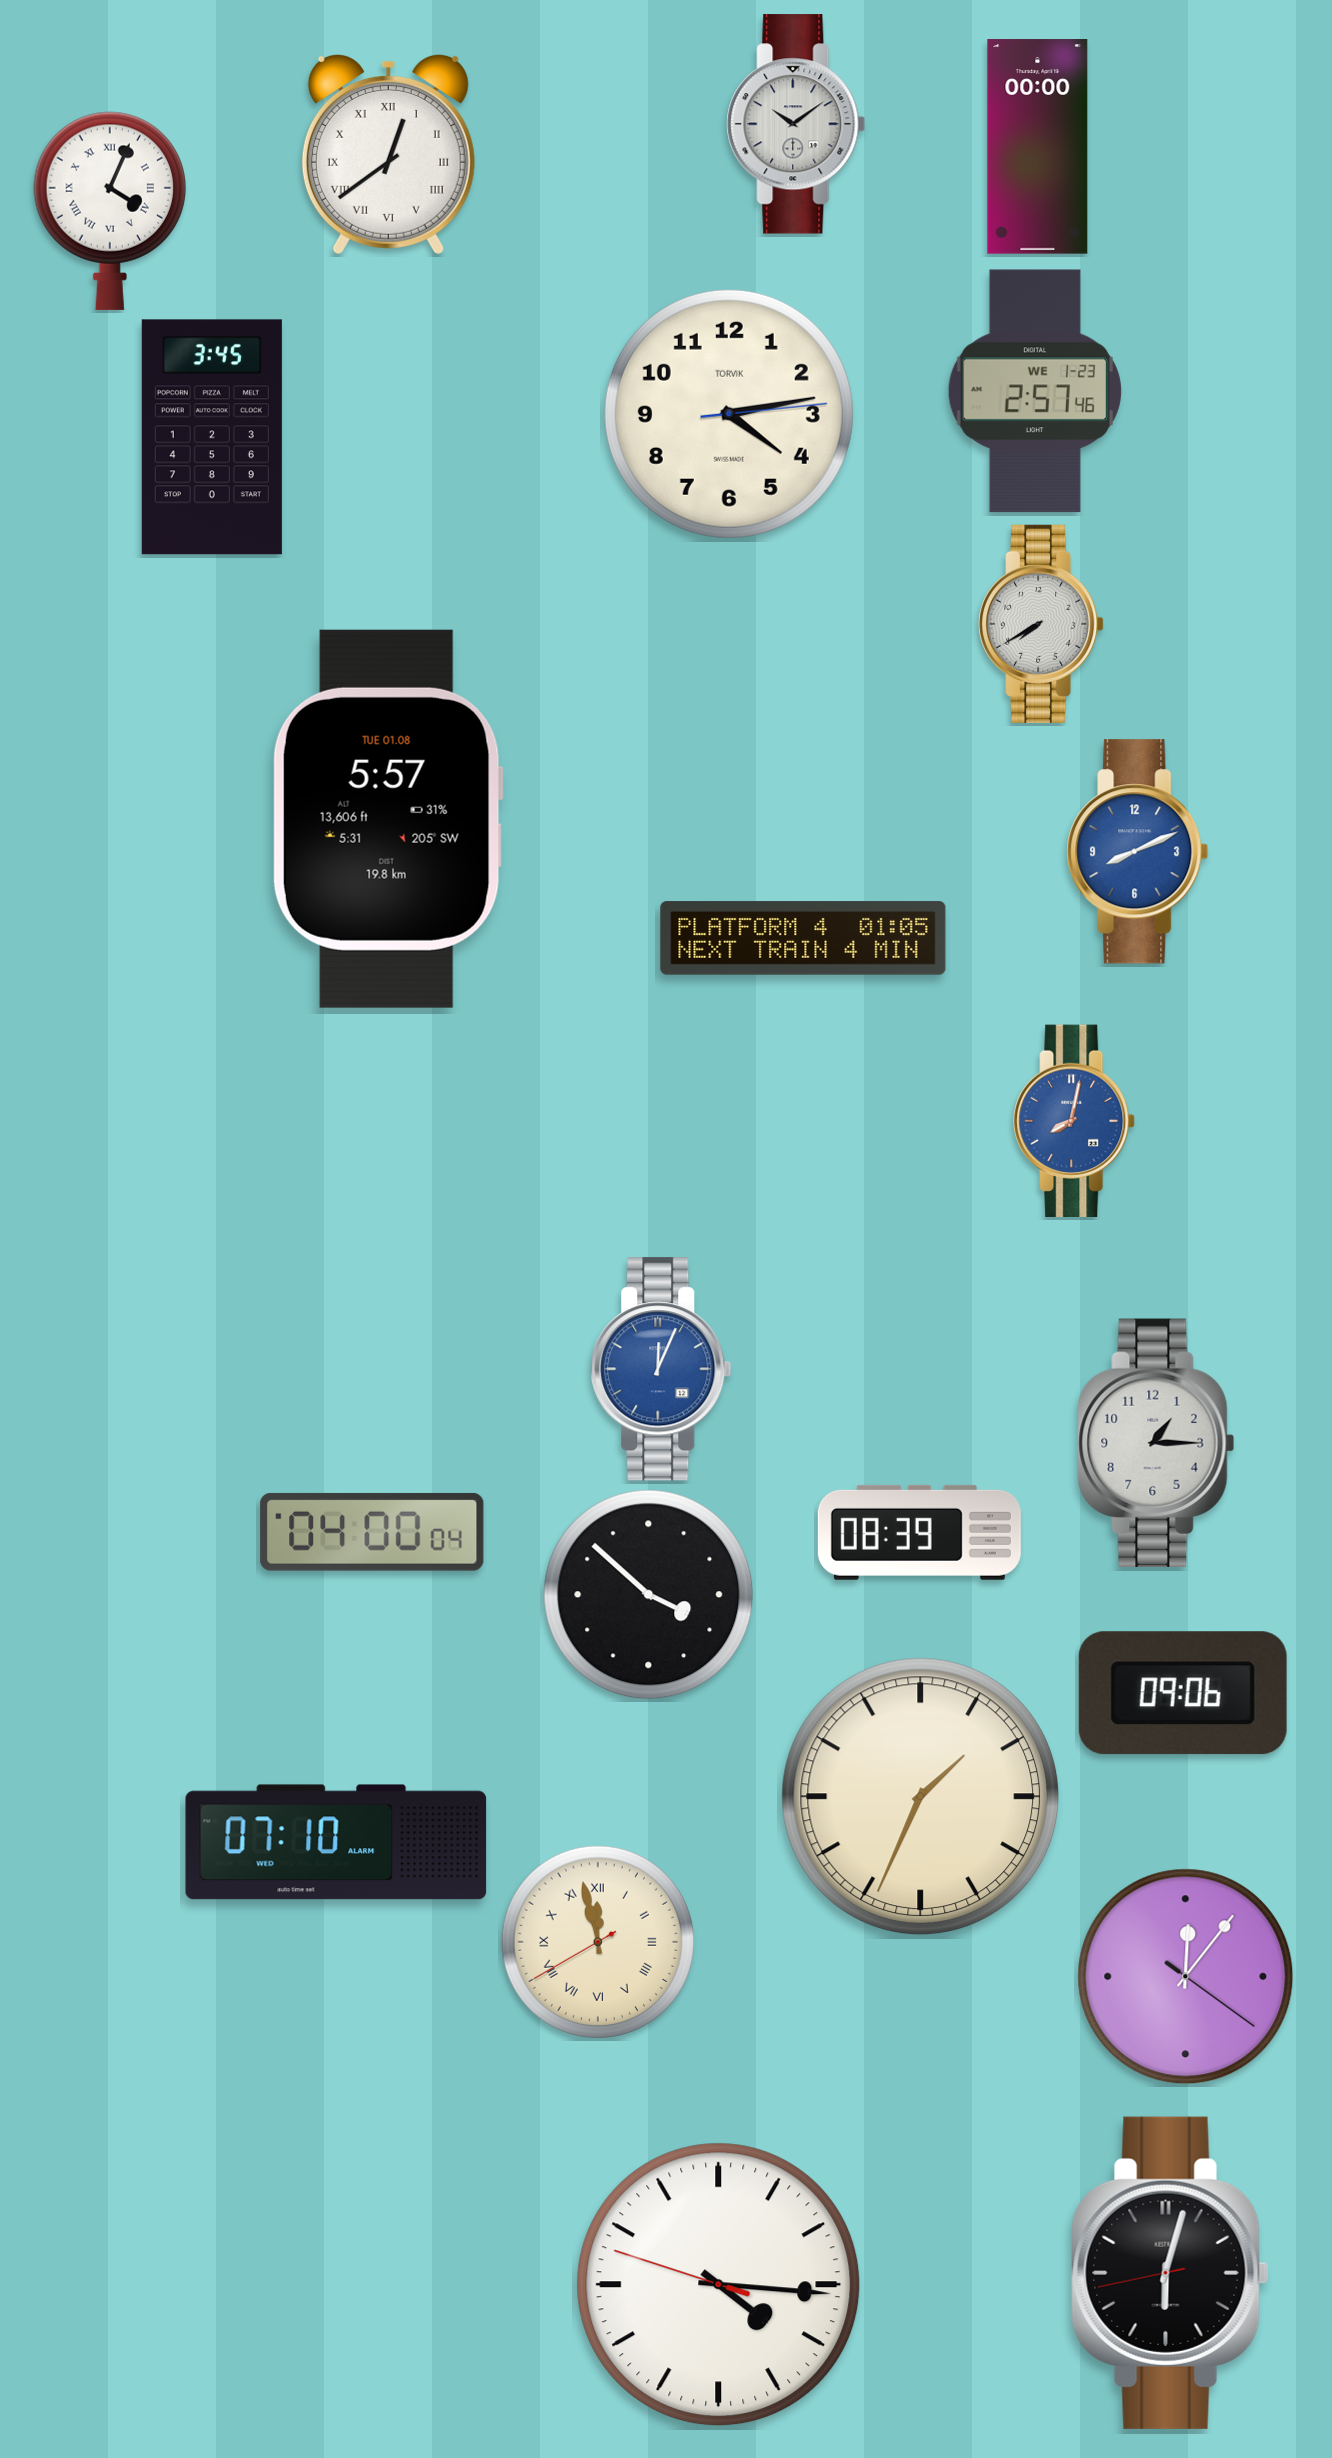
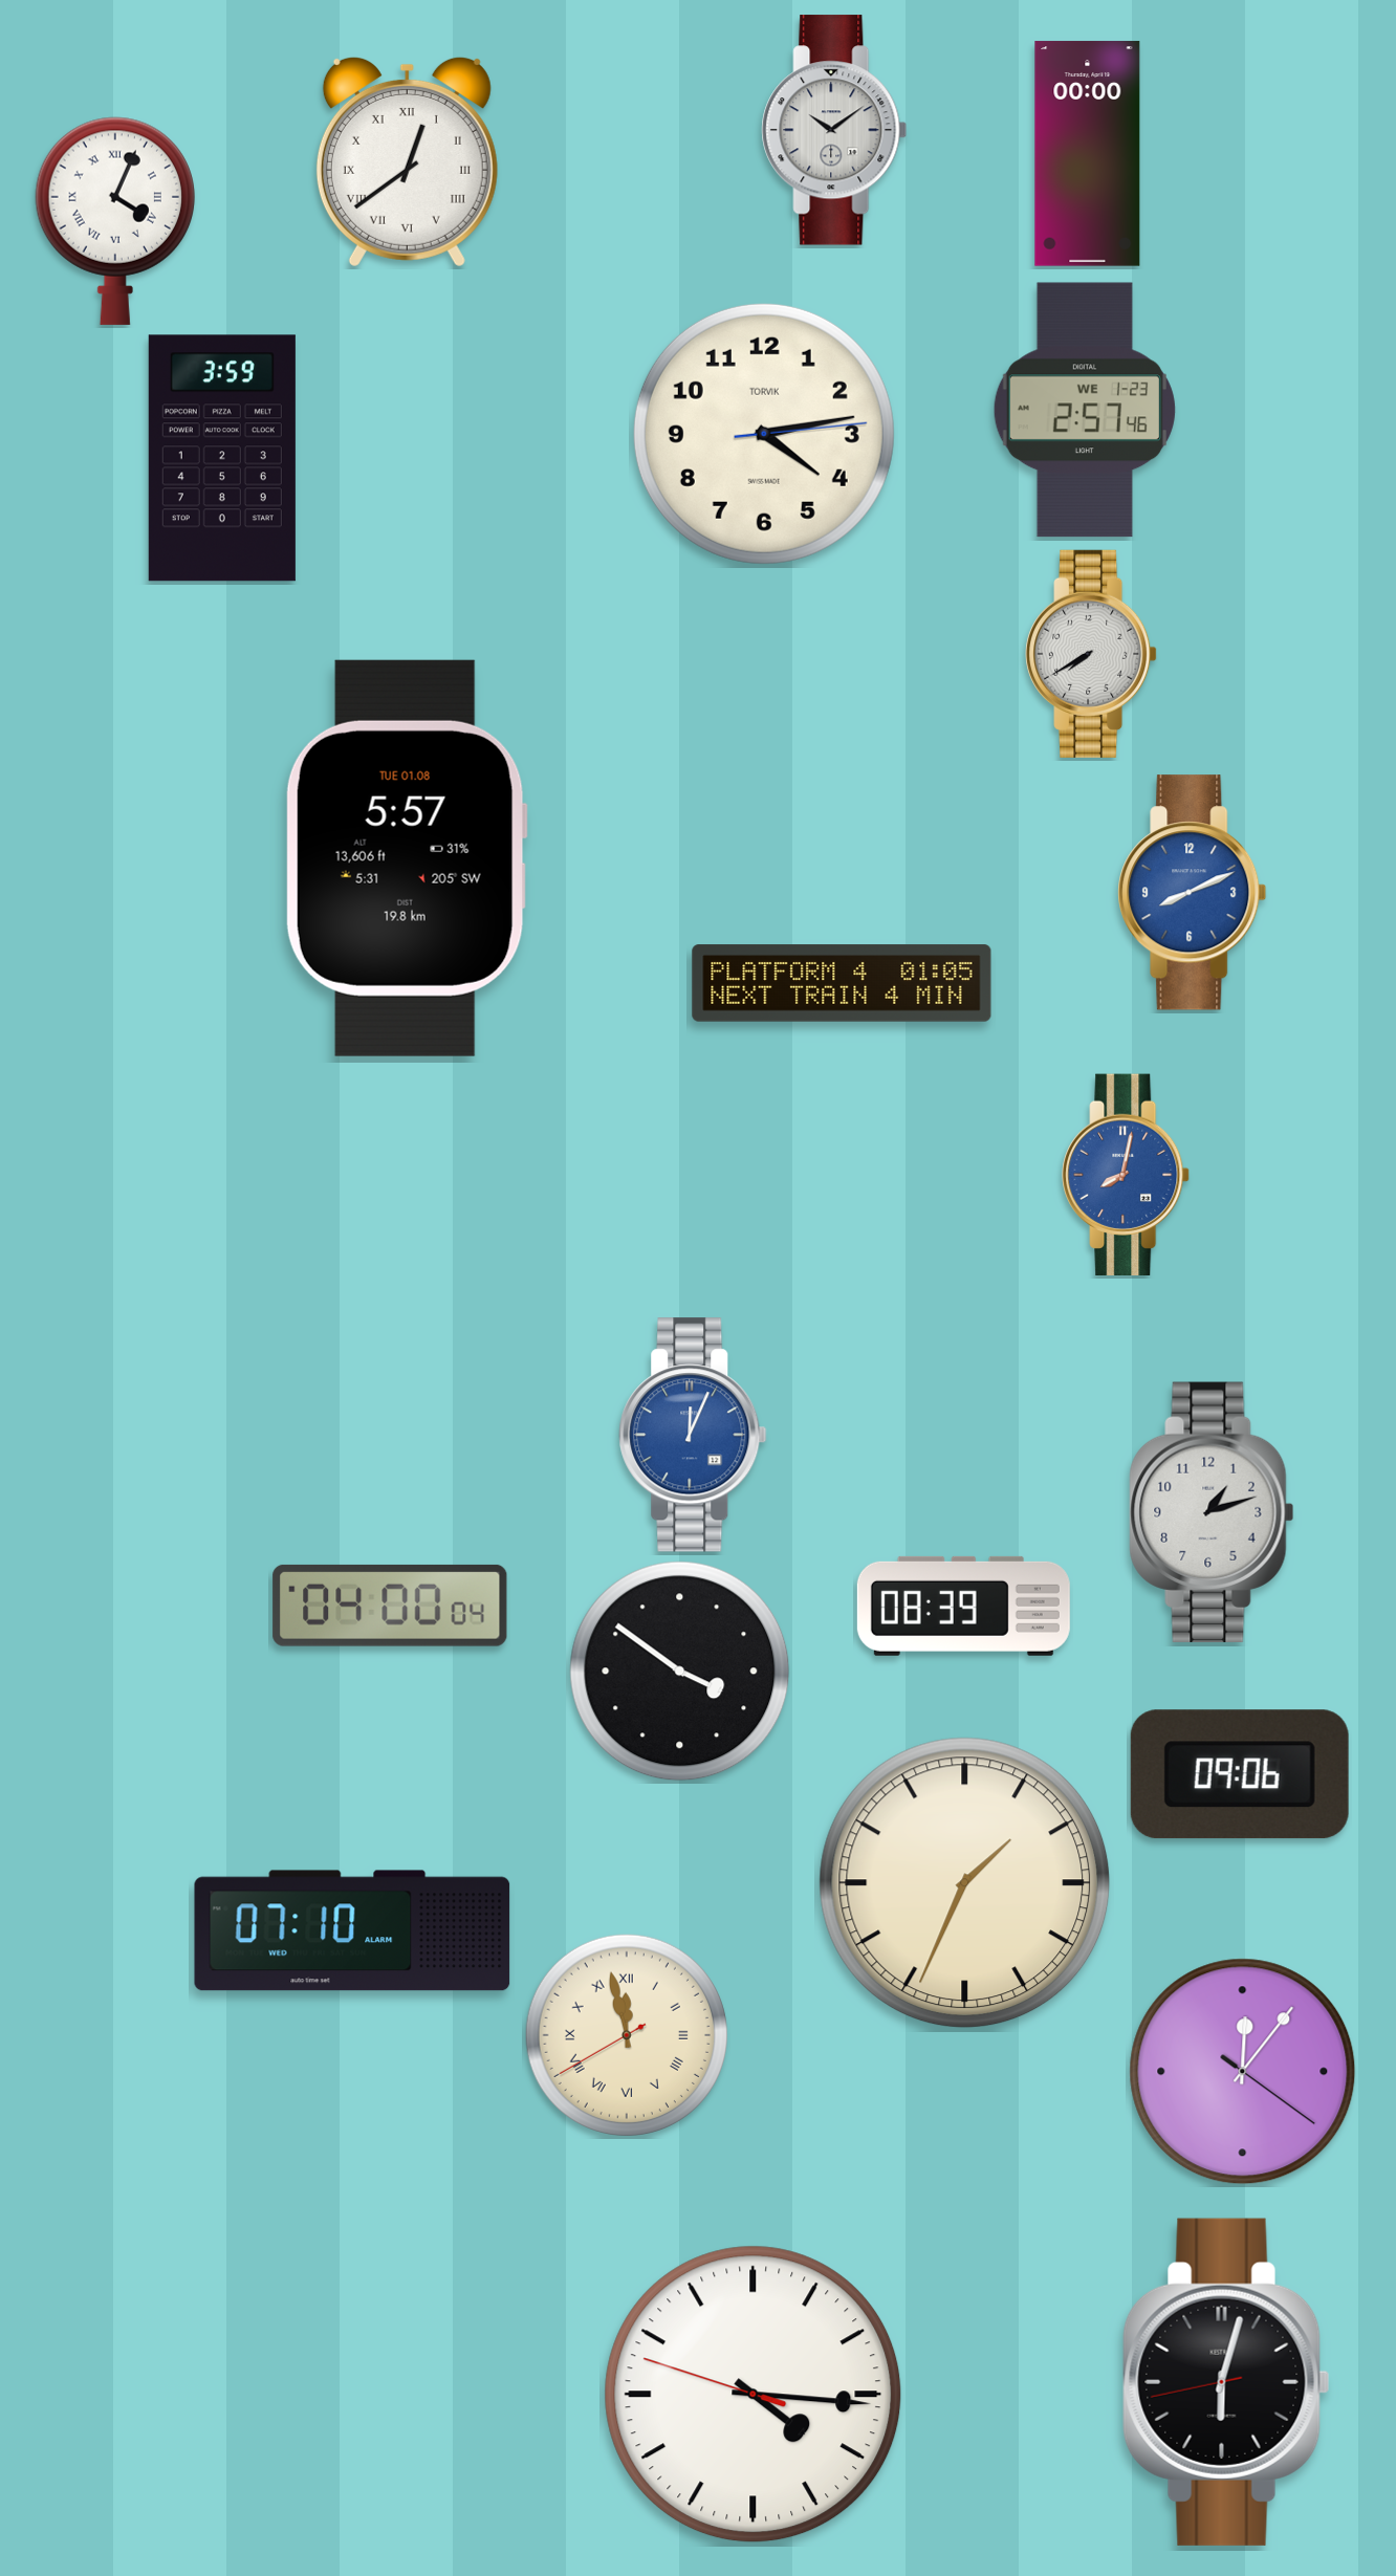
clock at (212, 437): 3:45 -> 3:59
clock at (1156, 1443): 1:15 -> 1:12
clock at (649, 1595): 3:52 -> 3:51
